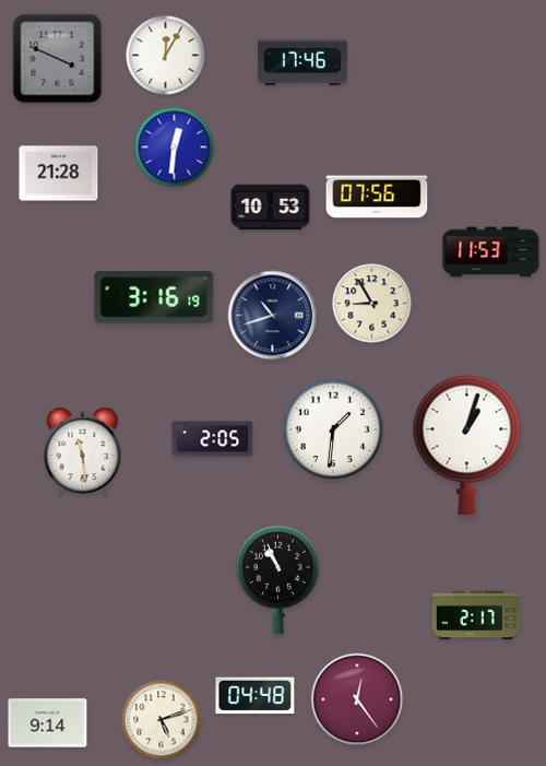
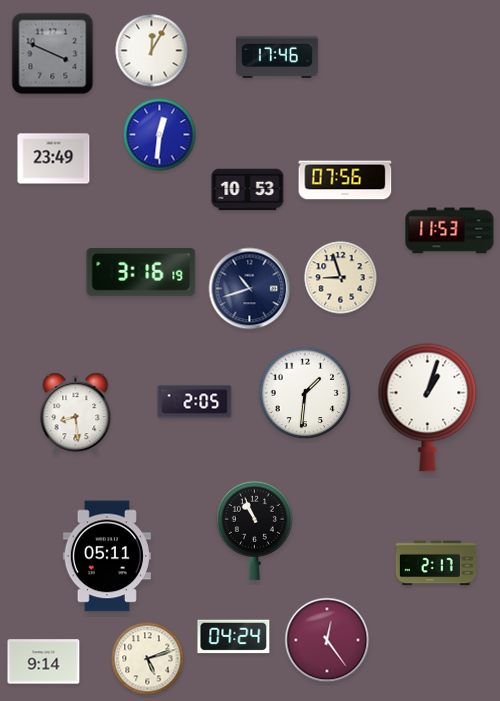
clock at (59, 174): 21:28 -> 23:49
clock at (372, 304): 8:55 -> 8:57
clock at (83, 452): 11:29 -> 8:29
clock at (107, 556): none -> 05:11
clock at (256, 696): 04:48 -> 04:24
